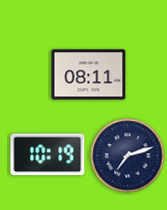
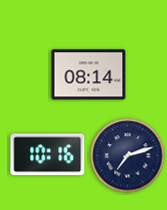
clock at (89, 75): 08:11 -> 08:14
clock at (48, 155): 10:19 -> 10:16
